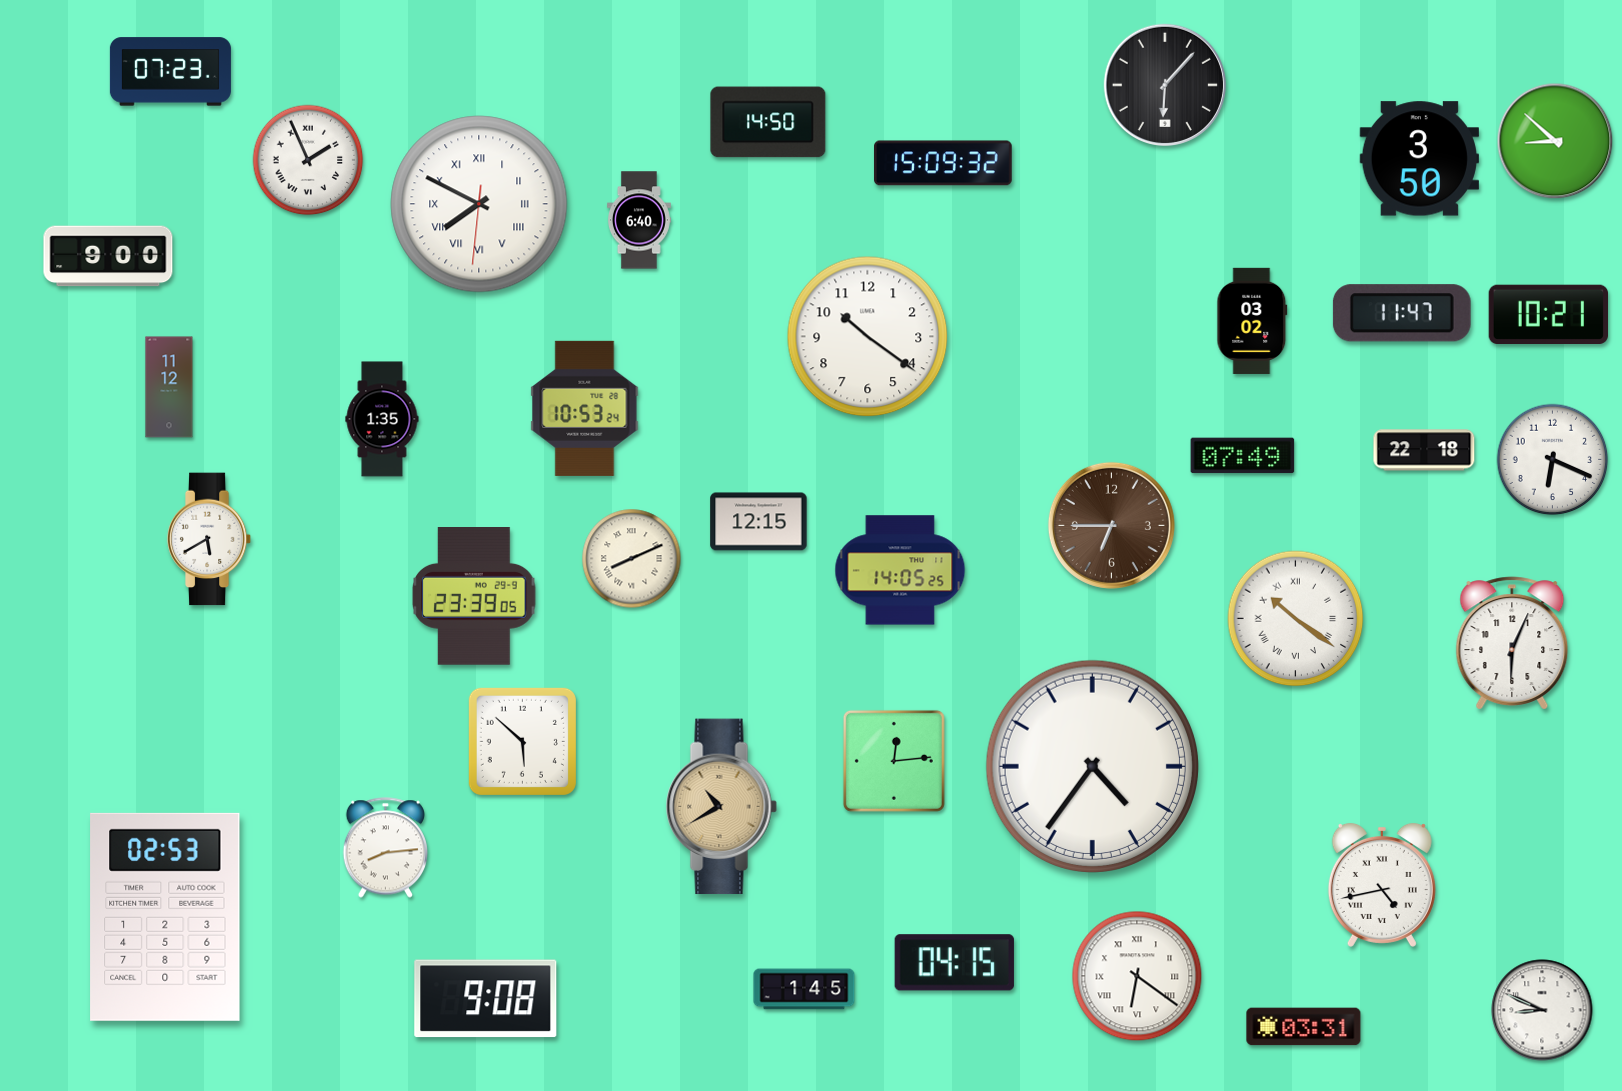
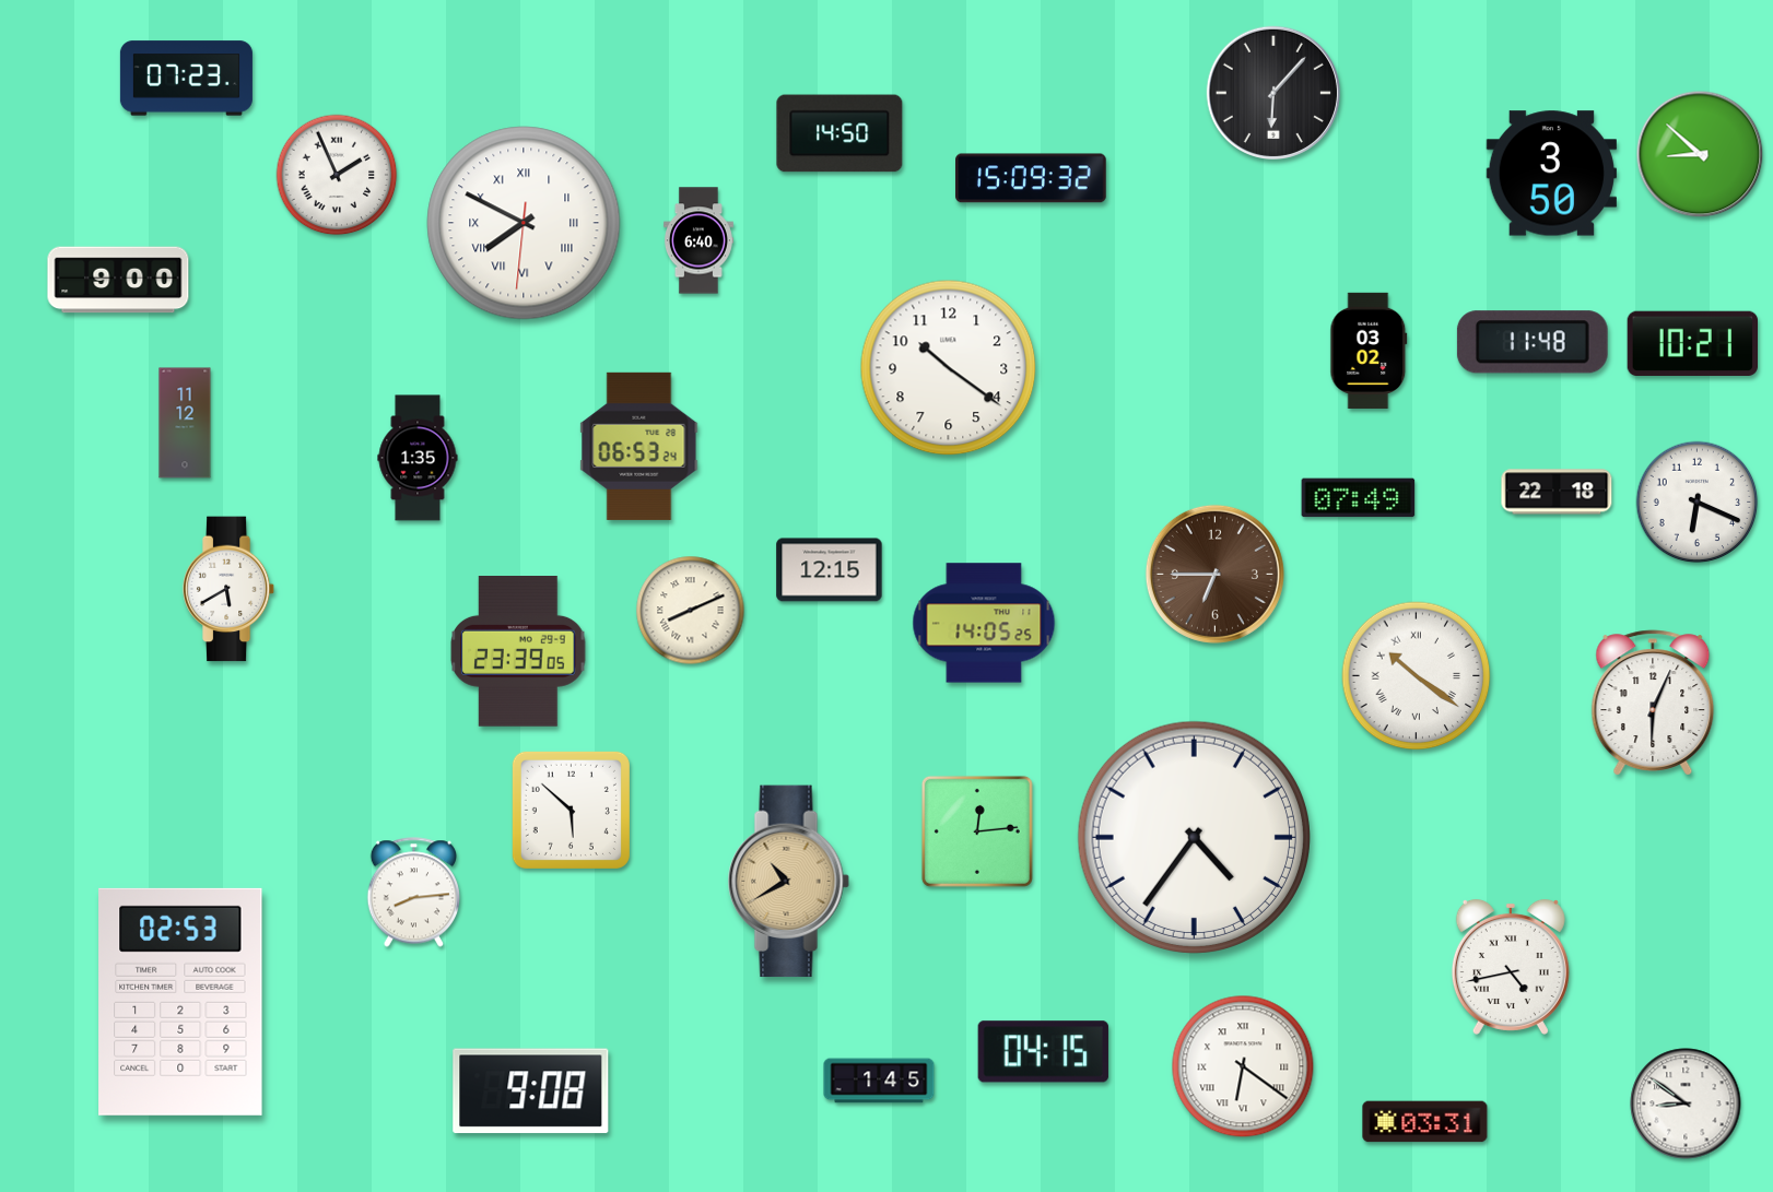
clock at (1402, 313): 11:47 -> 11:48
clock at (585, 408): 10:53 -> 06:53
clock at (385, 848) position: (385, 848) -> (413, 893)
clock at (1542, 1010): 8:49 -> 8:51
